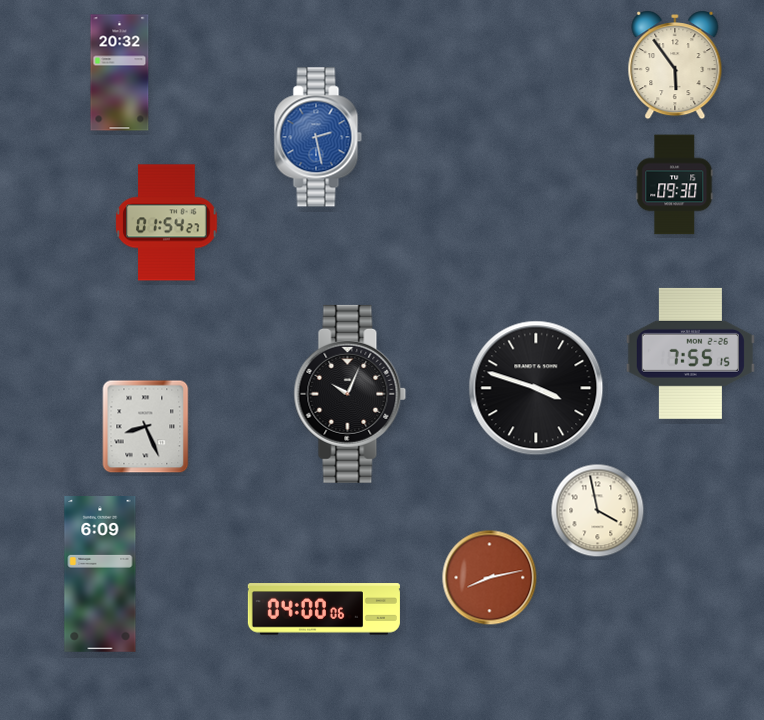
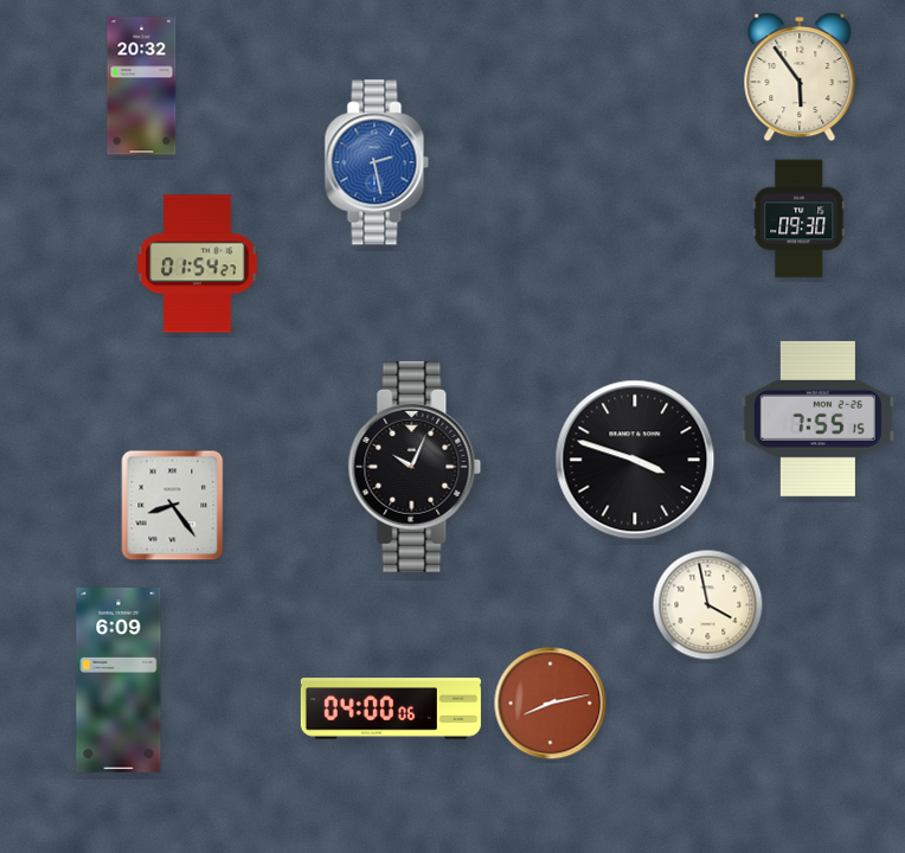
clock at (146, 427): 8:26 -> 8:24
clock at (490, 578) position: (490, 578) -> (551, 704)
clock at (324, 609) position: (324, 609) -> (391, 708)
